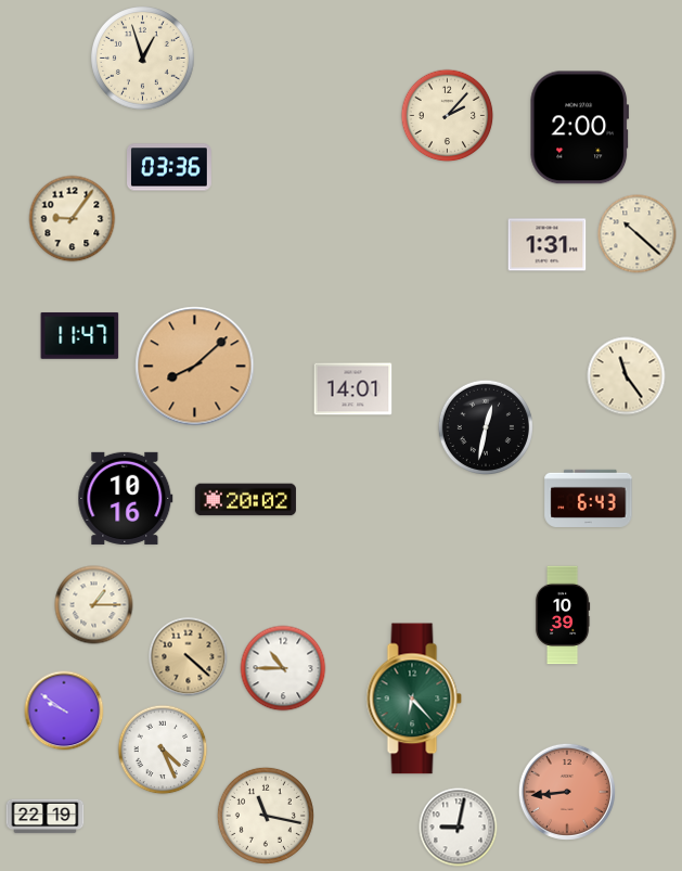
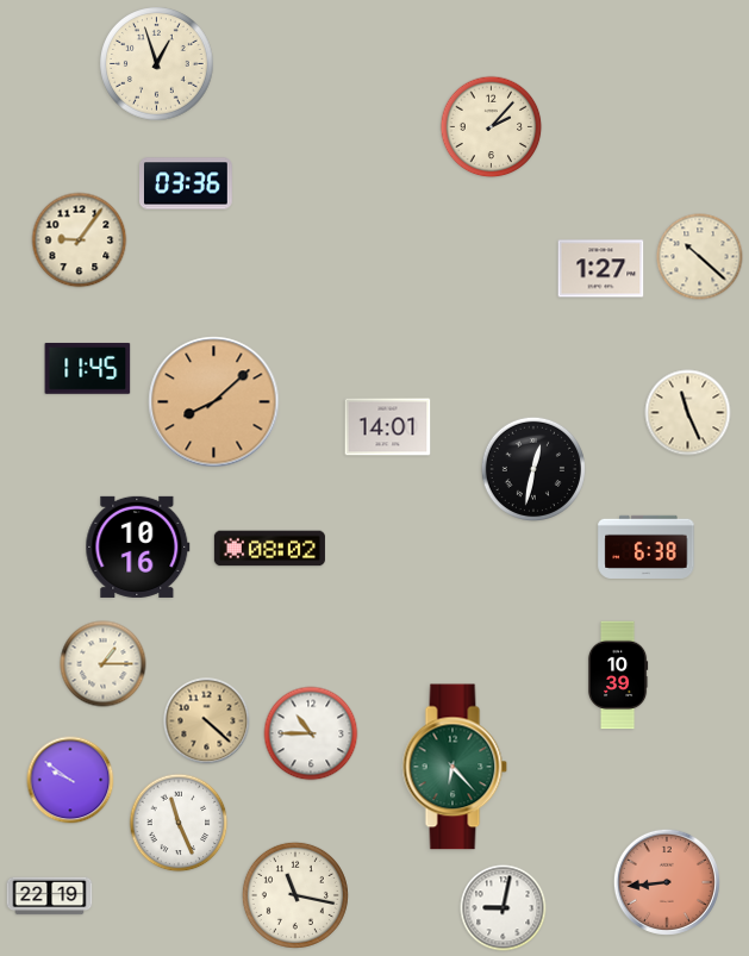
clock at (579, 128): 2:00 -> none
clock at (548, 245): 1:31 -> 1:27
clock at (80, 335): 11:47 -> 11:45
clock at (627, 376): 11:24 -> 11:26
clock at (589, 498): 6:43 -> 6:38
clock at (245, 500): 20:02 -> 08:02
clock at (163, 750): 4:26 -> 11:26
clock at (567, 792) position: (567, 792) -> (667, 882)
clock at (266, 816) position: (266, 816) -> (295, 895)
